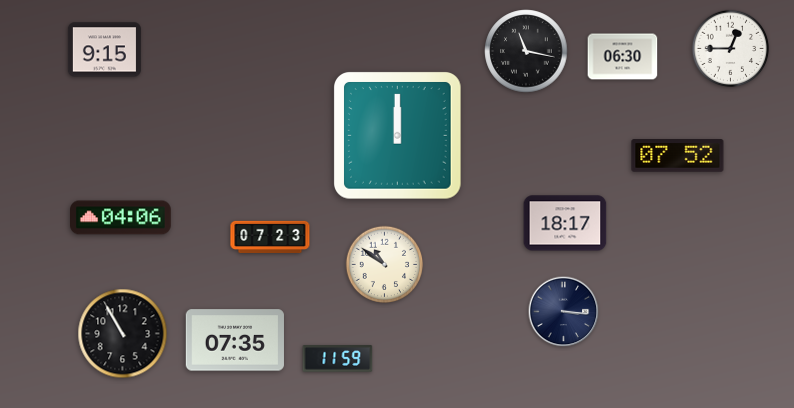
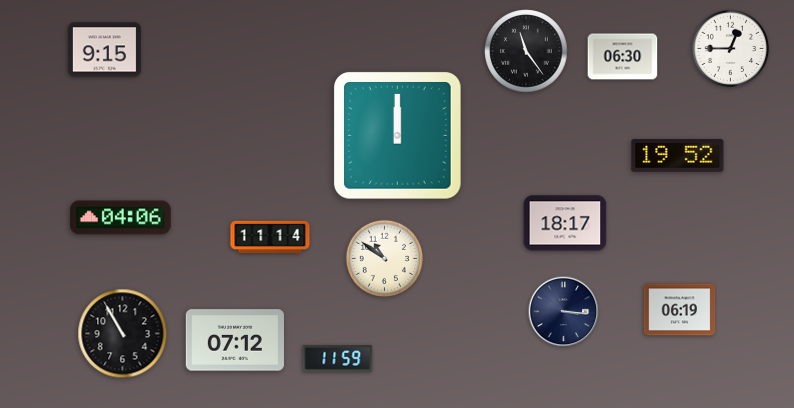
clock at (526, 51): 11:17 -> 11:24
clock at (678, 156): 07:52 -> 19:52
clock at (270, 236): 07:23 -> 11:14
clock at (385, 265) position: (385, 265) -> (385, 259)
clock at (680, 310): none -> 06:19
clock at (235, 340): 07:35 -> 07:12
